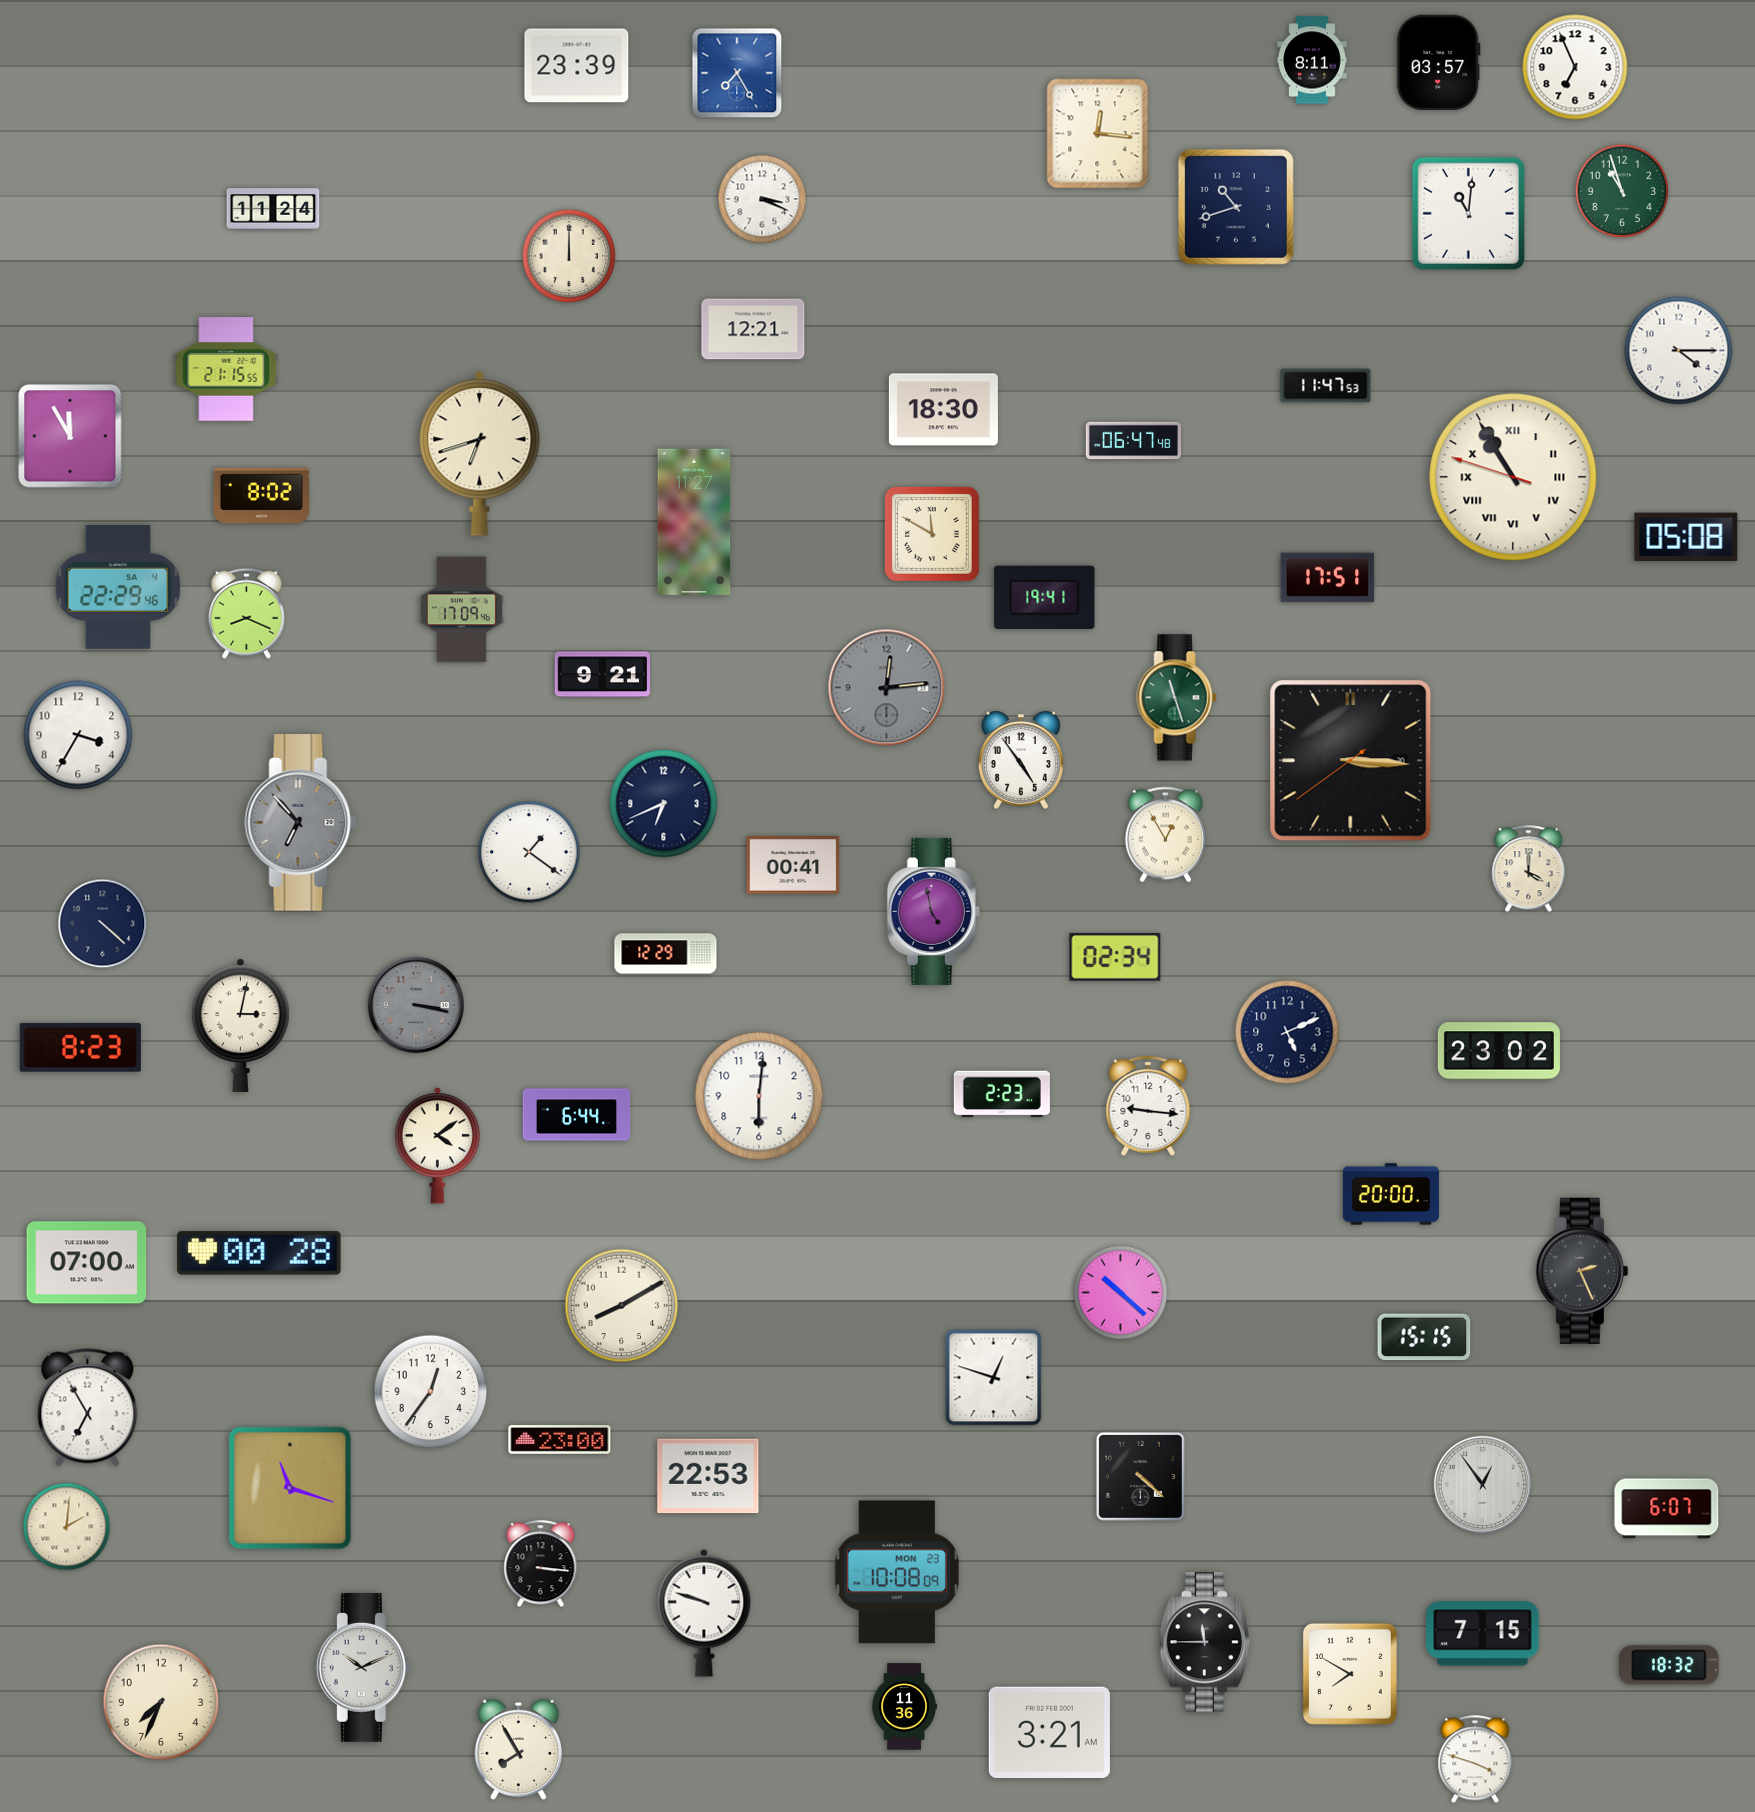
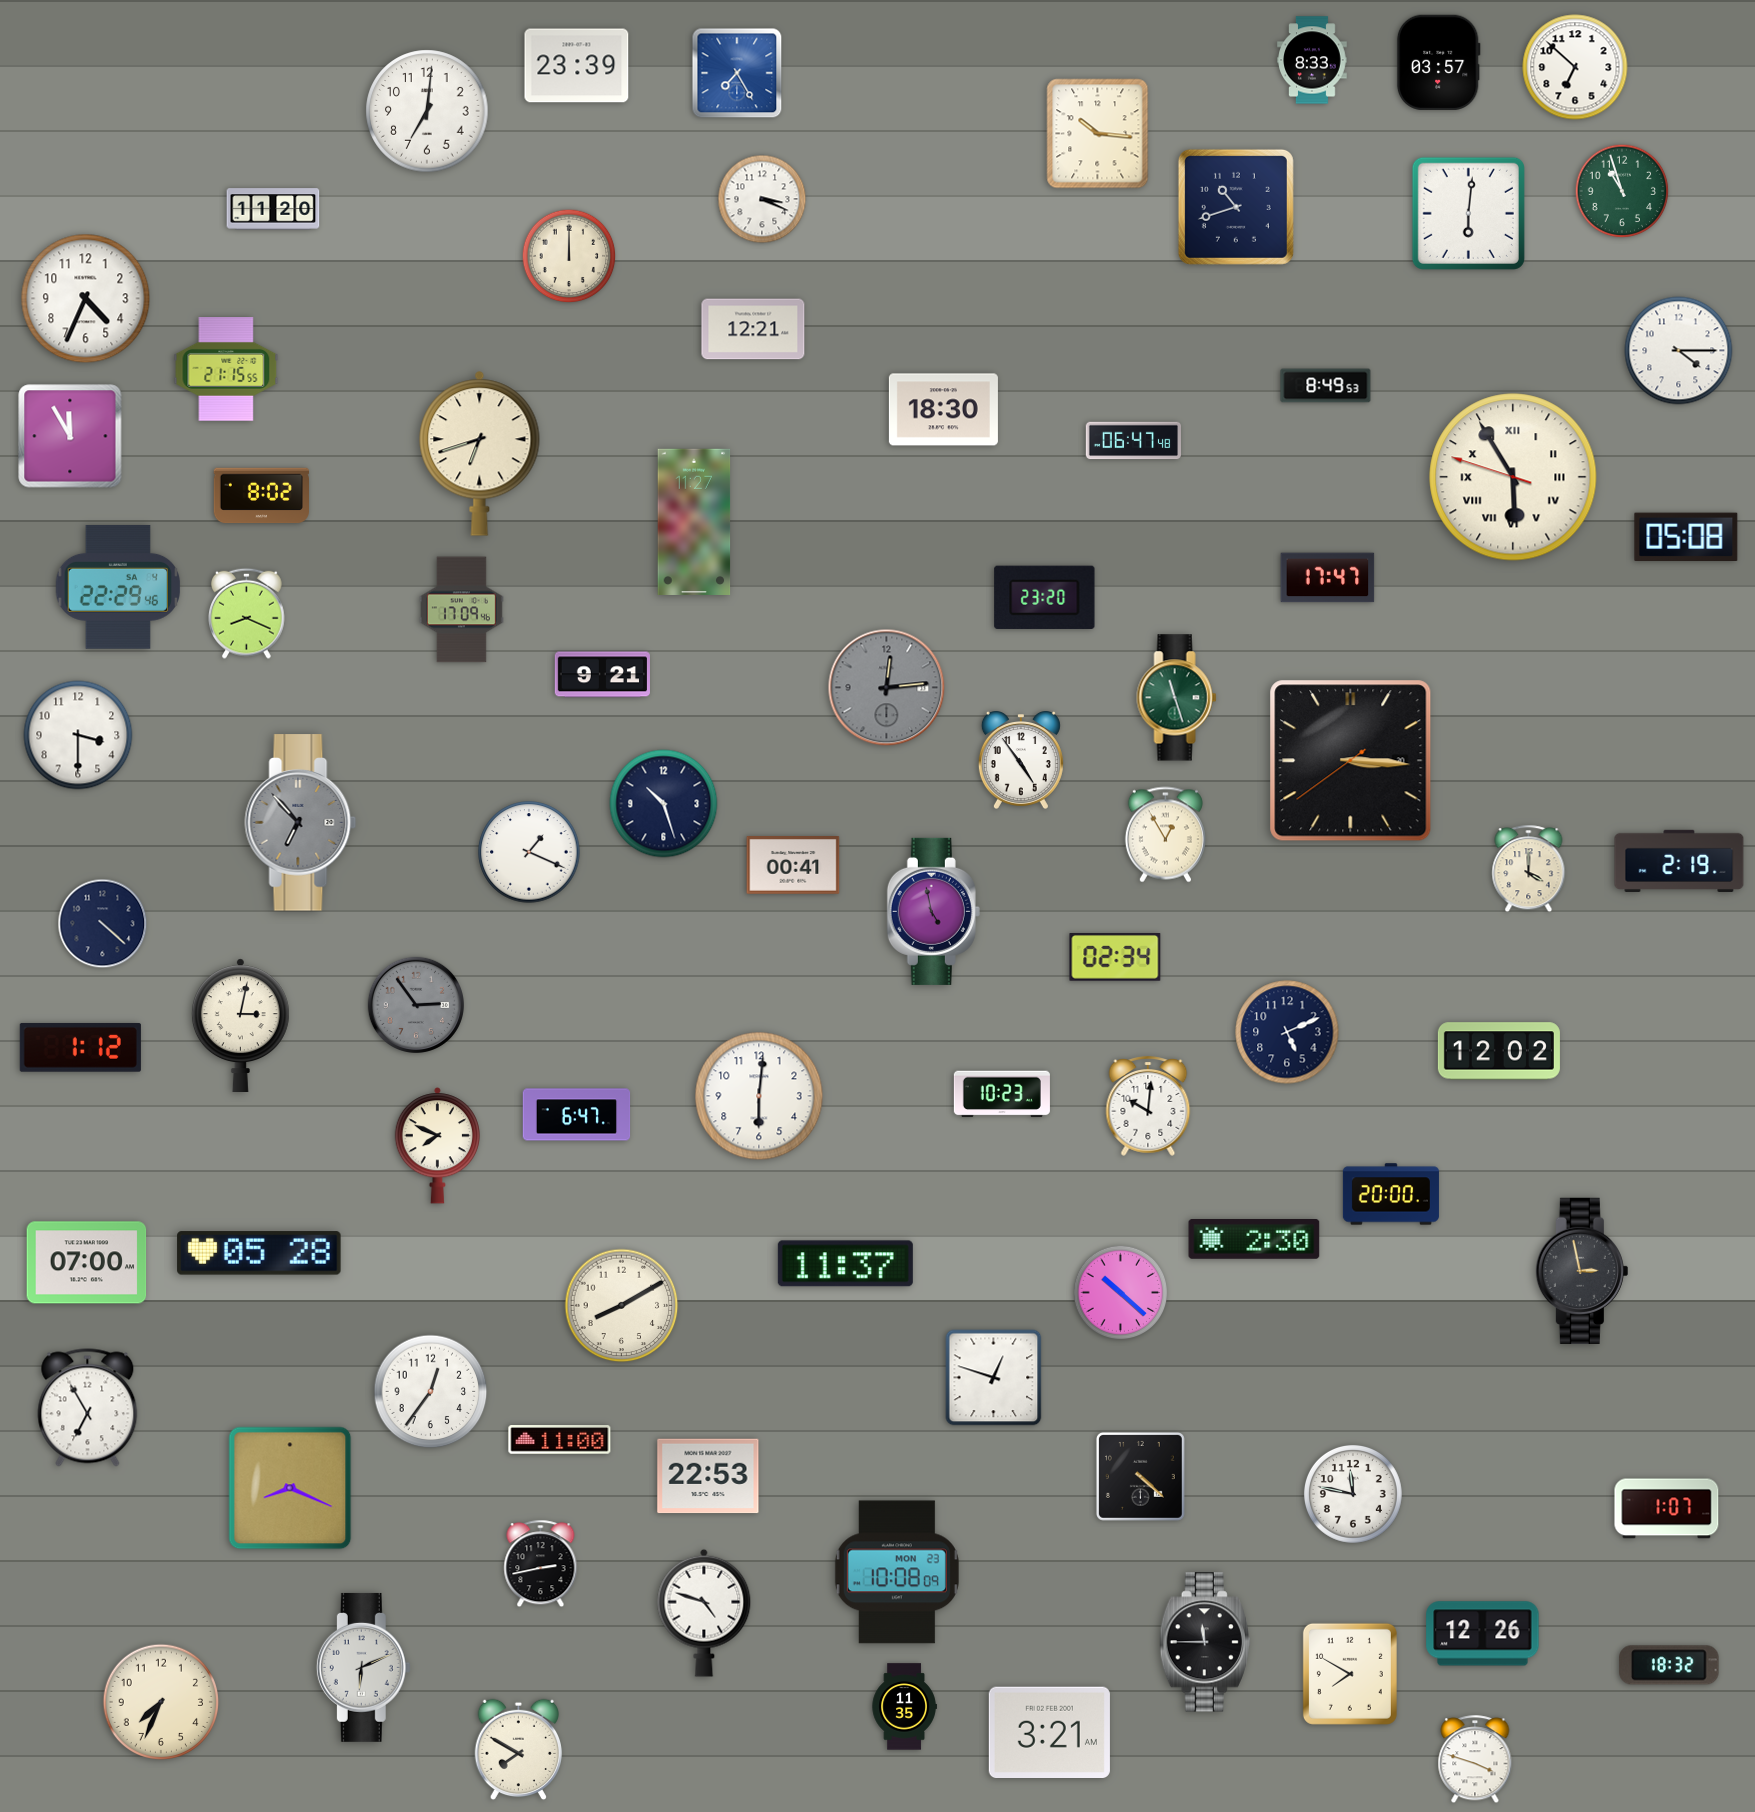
clock at (1312, 60): 8:11 -> 8:33
clock at (1575, 67): 6:56 -> 6:52
clock at (427, 111): none -> 7:01
clock at (1098, 134): 12:16 -> 10:16
clock at (273, 209): 11:24 -> 11:20
clock at (1468, 213): 11:01 -> 6:01
clock at (86, 299): none -> 4:34
clock at (1326, 386): 11:47 -> 8:49
clock at (1513, 477): 10:54 -> 5:54
clock at (932, 534): 11:50 -> none
clock at (1328, 578): 17:51 -> 17:47
clock at (1045, 597): 19:41 -> 23:20
clock at (78, 735): 3:35 -> 3:30
clock at (664, 804): 6:41 -> 10:27
clock at (529, 852): 1:21 -> 1:19
clock at (1679, 861): none -> 2:19
clock at (666, 954): 12:29 -> none
clock at (415, 1004): 3:17 -> 2:54
clock at (80, 1047): 8:23 -> 1:12
clock at (1499, 1051): 23:02 -> 12:02
clock at (1002, 1094): 2:23 -> 10:23
clock at (1148, 1107): 9:16 -> 10:01
clock at (577, 1115): 6:44 -> 6:47
clock at (437, 1146): 4:09 -> 7:49
clock at (1254, 1240): none -> 2:30
clock at (259, 1253): 00:28 -> 05:28
clock at (845, 1264): none -> 11:37
clock at (1582, 1271): 2:26 -> 2:58
clock at (1424, 1337): 15:15 -> none
clock at (560, 1440): 23:00 -> 11:00
clock at (1482, 1484): 12:54 -> none
clock at (290, 1488): 11:18 -> 8:19
clock at (1353, 1494): none -> 11:47
clock at (1667, 1509): 6:07 -> 1:07
clock at (67, 1527): 2:01 -> none
clock at (541, 1564): 3:16 -> 2:43
clock at (704, 1613): 9:48 -> 4:48
clock at (1483, 1634): 7:15 -> 12:26
clock at (363, 1667): 10:11 -> 6:11
clock at (904, 1707): 11:36 -> 11:35
clock at (519, 1750): 7:55 -> 7:50
